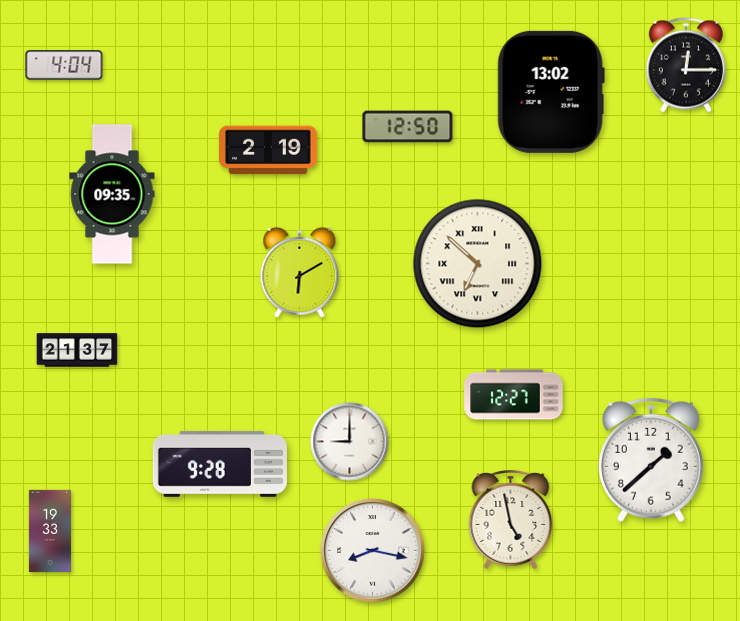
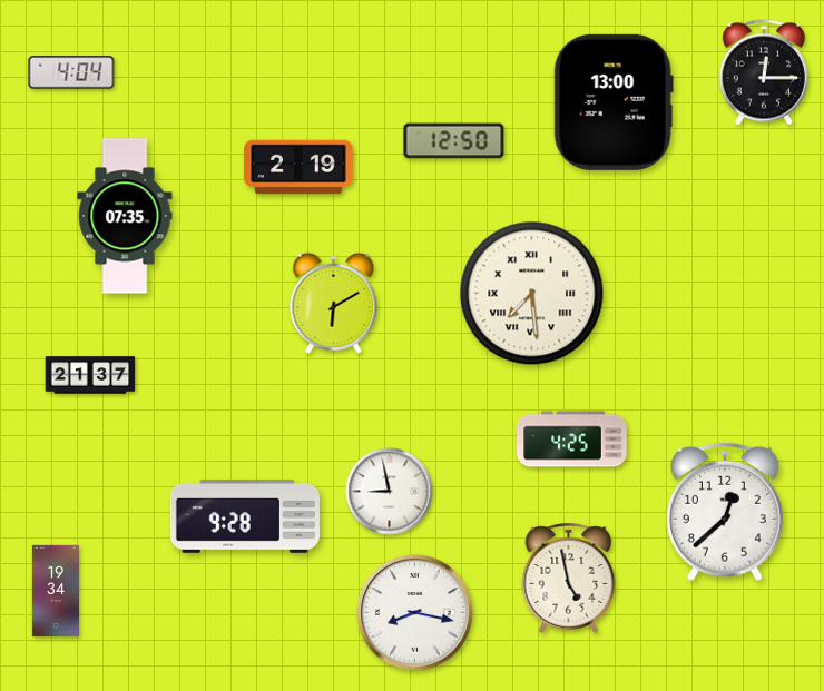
clock at (551, 92): 13:02 -> 13:00
clock at (112, 194): 09:35 -> 07:35
clock at (478, 264): 6:52 -> 7:29
clock at (77, 350) position: (77, 350) -> (90, 375)
clock at (514, 395): 12:27 -> 4:25
clock at (350, 442): 9:00 -> 8:58
clock at (652, 460): 1:38 -> 12:38
clock at (50, 531): 19:33 -> 19:34
